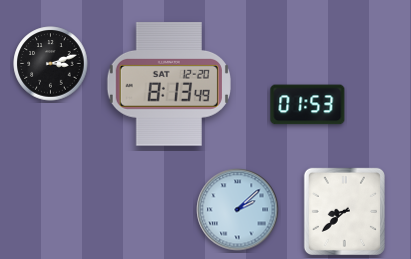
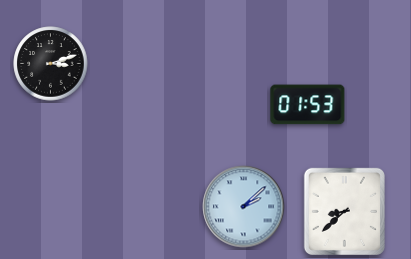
clock at (169, 85): 8:13 -> none
clock at (238, 210) position: (238, 210) -> (244, 207)
